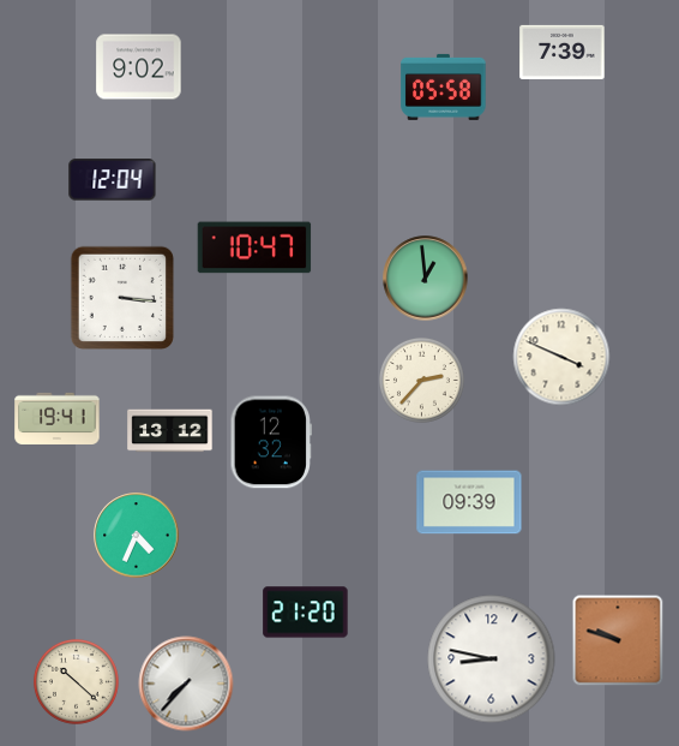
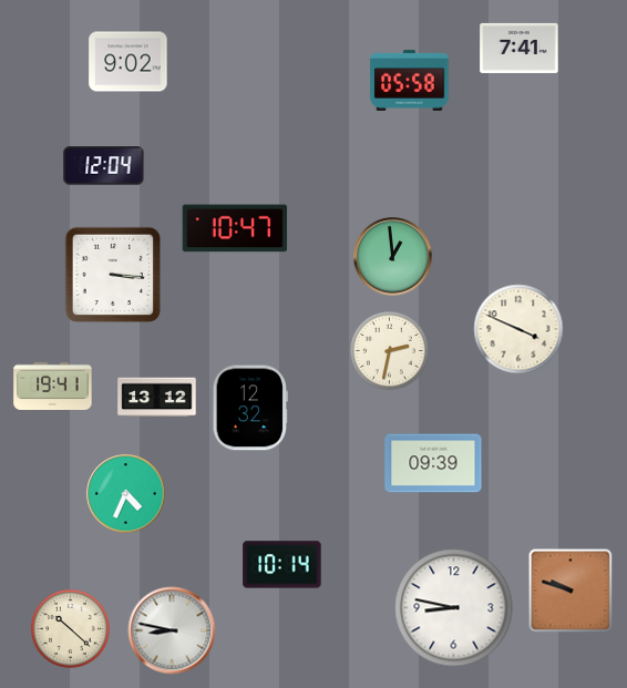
clock at (563, 52): 7:39 -> 7:41
clock at (421, 380): 2:37 -> 2:32
clock at (306, 613): 21:20 -> 10:14
clock at (186, 684): 7:37 -> 8:47
